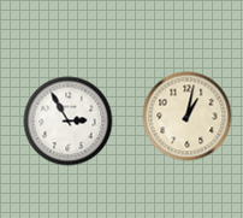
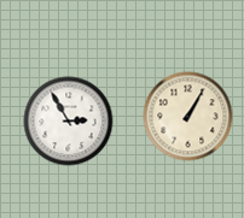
clock at (188, 117): 1:02 -> 1:05
